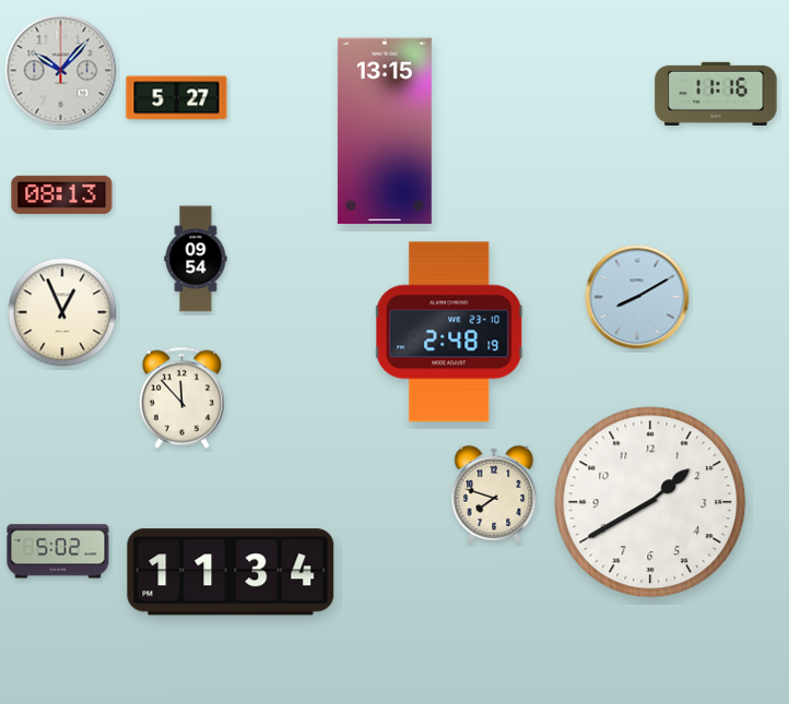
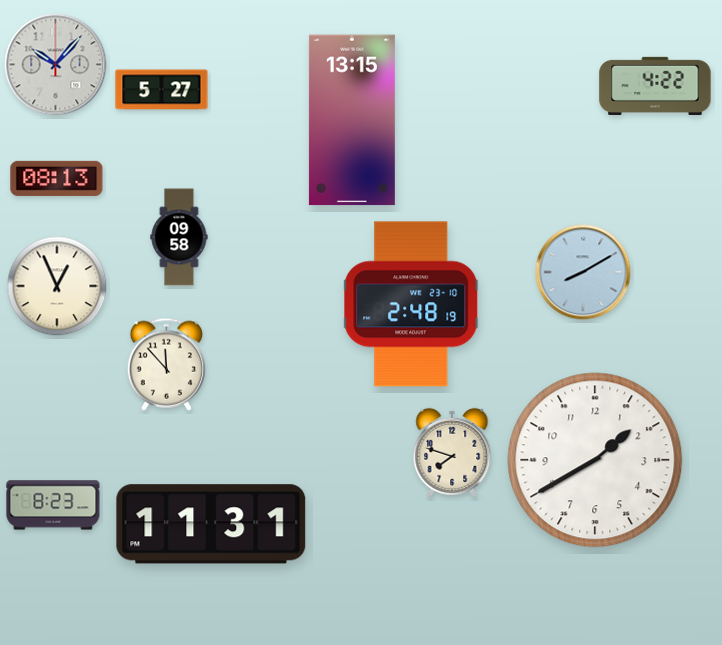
clock at (716, 93): 11:16 -> 4:22
clock at (196, 259): 09:54 -> 09:58
clock at (58, 551): 5:02 -> 8:23
clock at (231, 572): 11:34 -> 11:31
